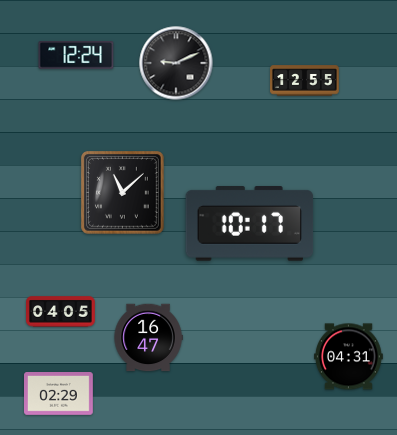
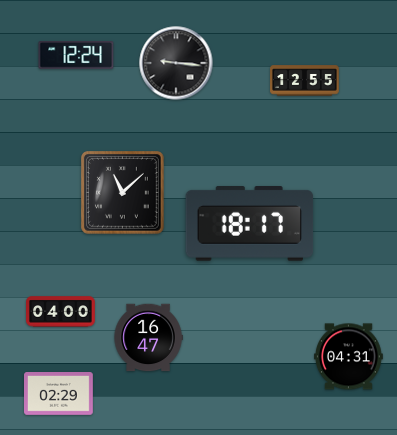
clock at (176, 63): 9:11 -> 9:16
clock at (250, 224): 10:17 -> 18:17
clock at (61, 312): 04:05 -> 04:00
